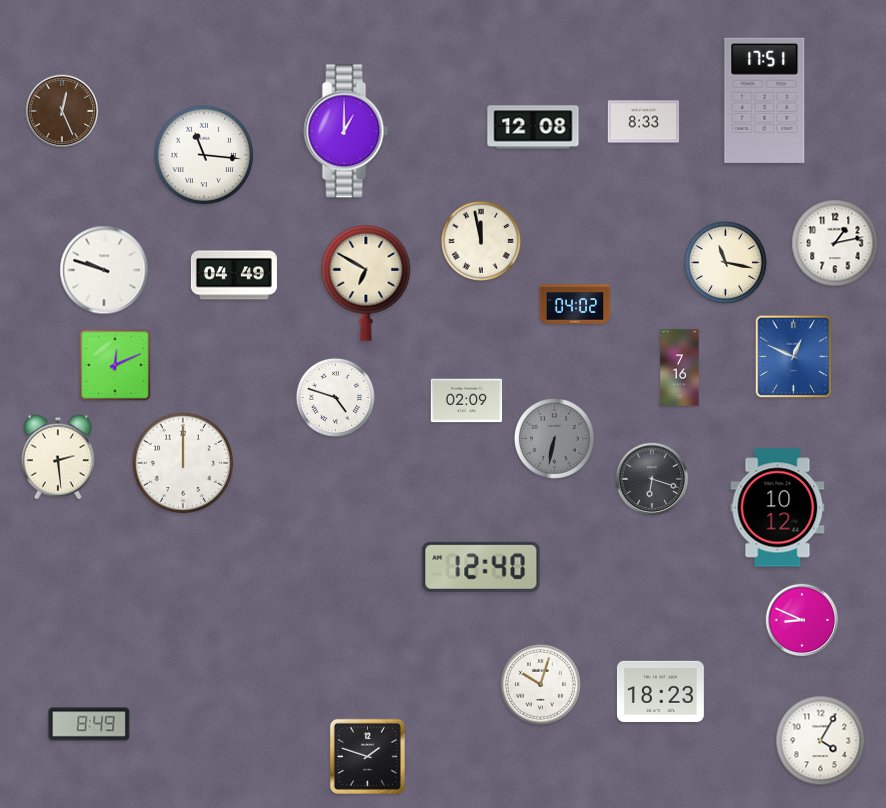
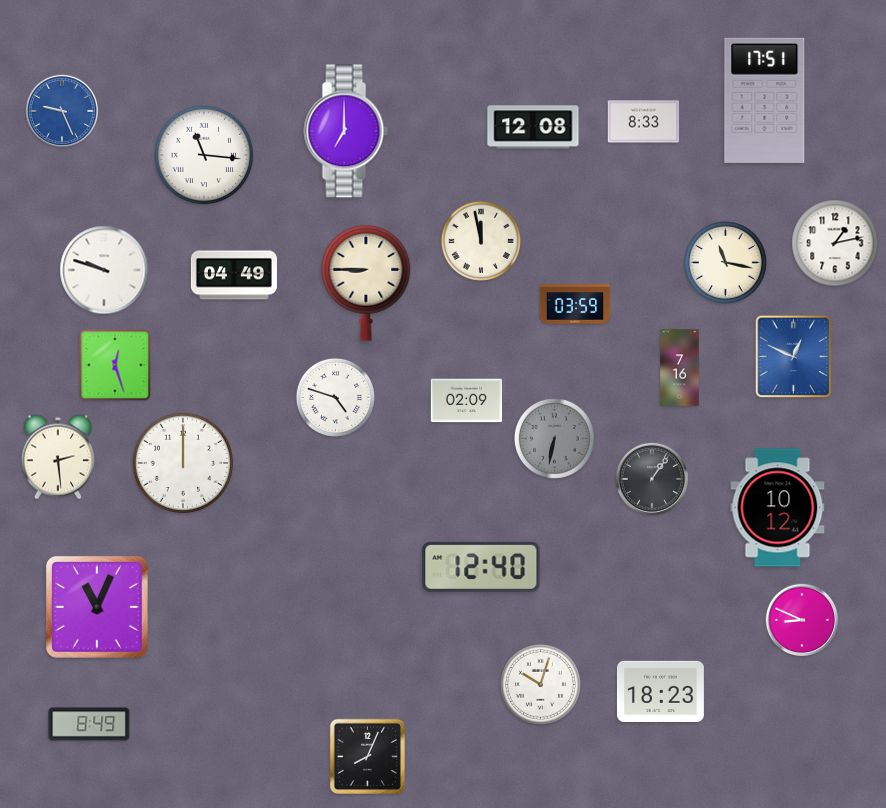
clock at (62, 111): 12:26 -> 9:26
clock at (62, 111) dial: brown -> blue
clock at (346, 131): 1:00 -> 7:00
clock at (366, 283): 6:50 -> 8:45
clock at (575, 304): 04:02 -> 03:59
clock at (115, 365): 12:11 -> 12:27
clock at (652, 479): 6:18 -> 1:06
clock at (97, 607): none -> 11:04
clock at (821, 741): 4:05 -> none
clock at (367, 756): 1:48 -> 8:04
